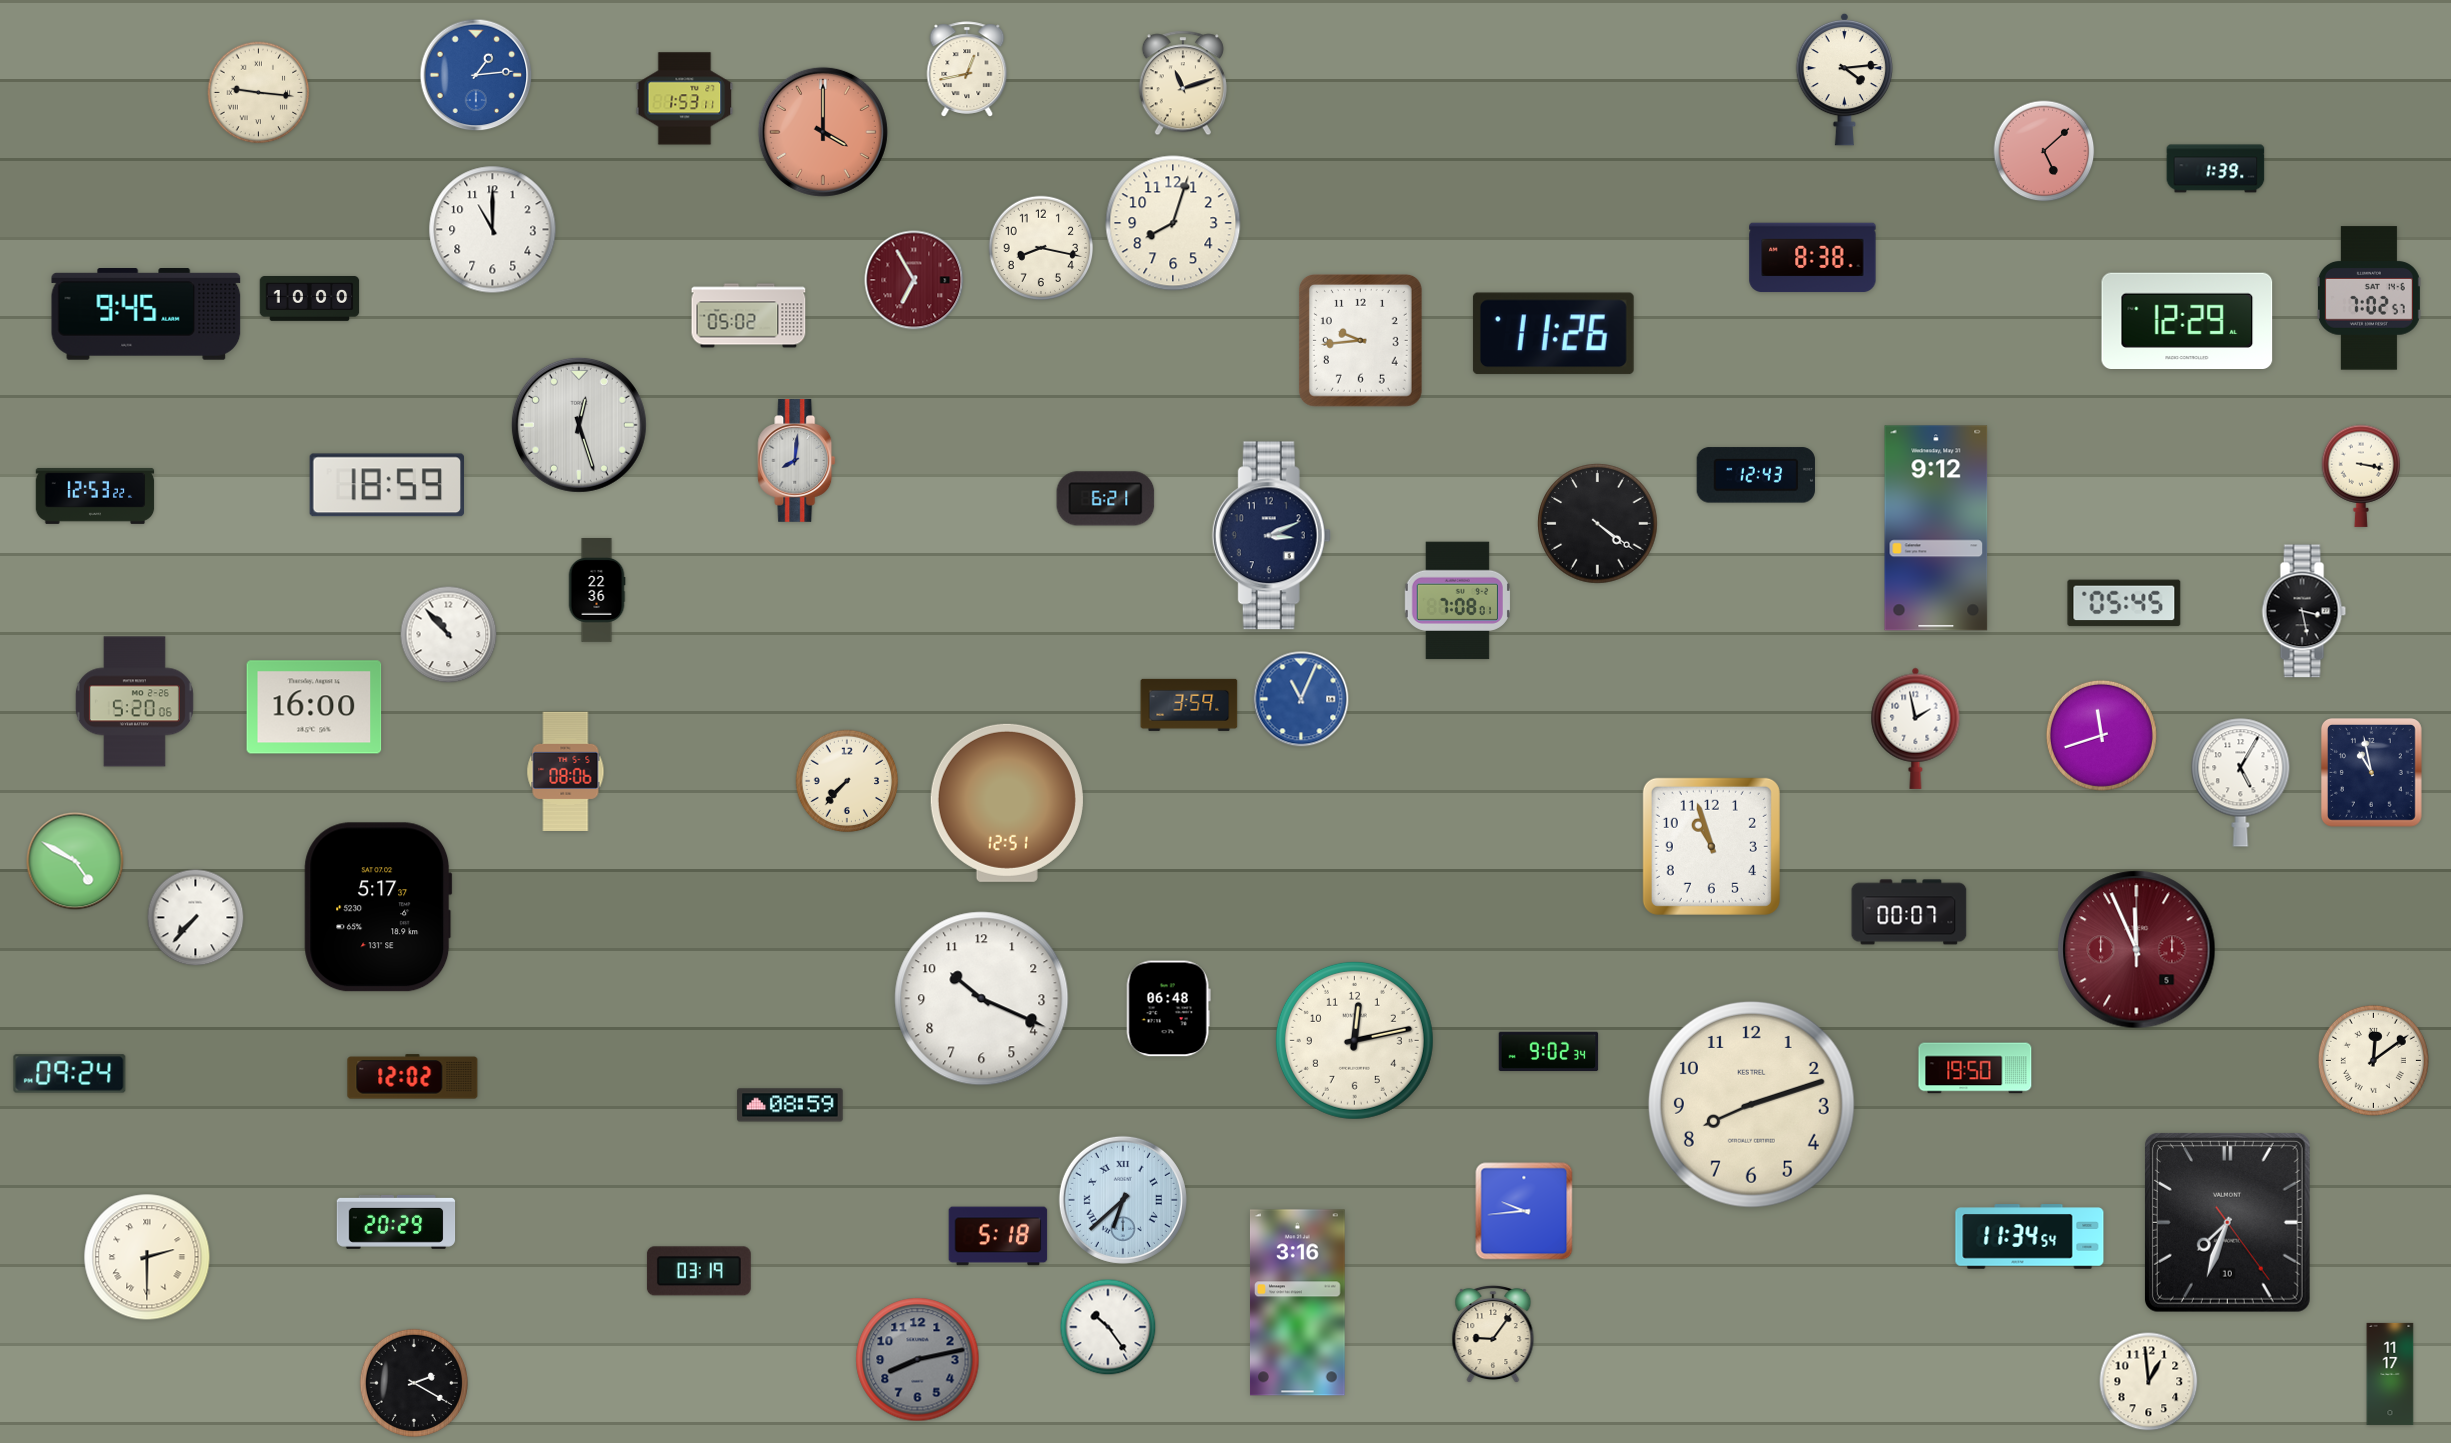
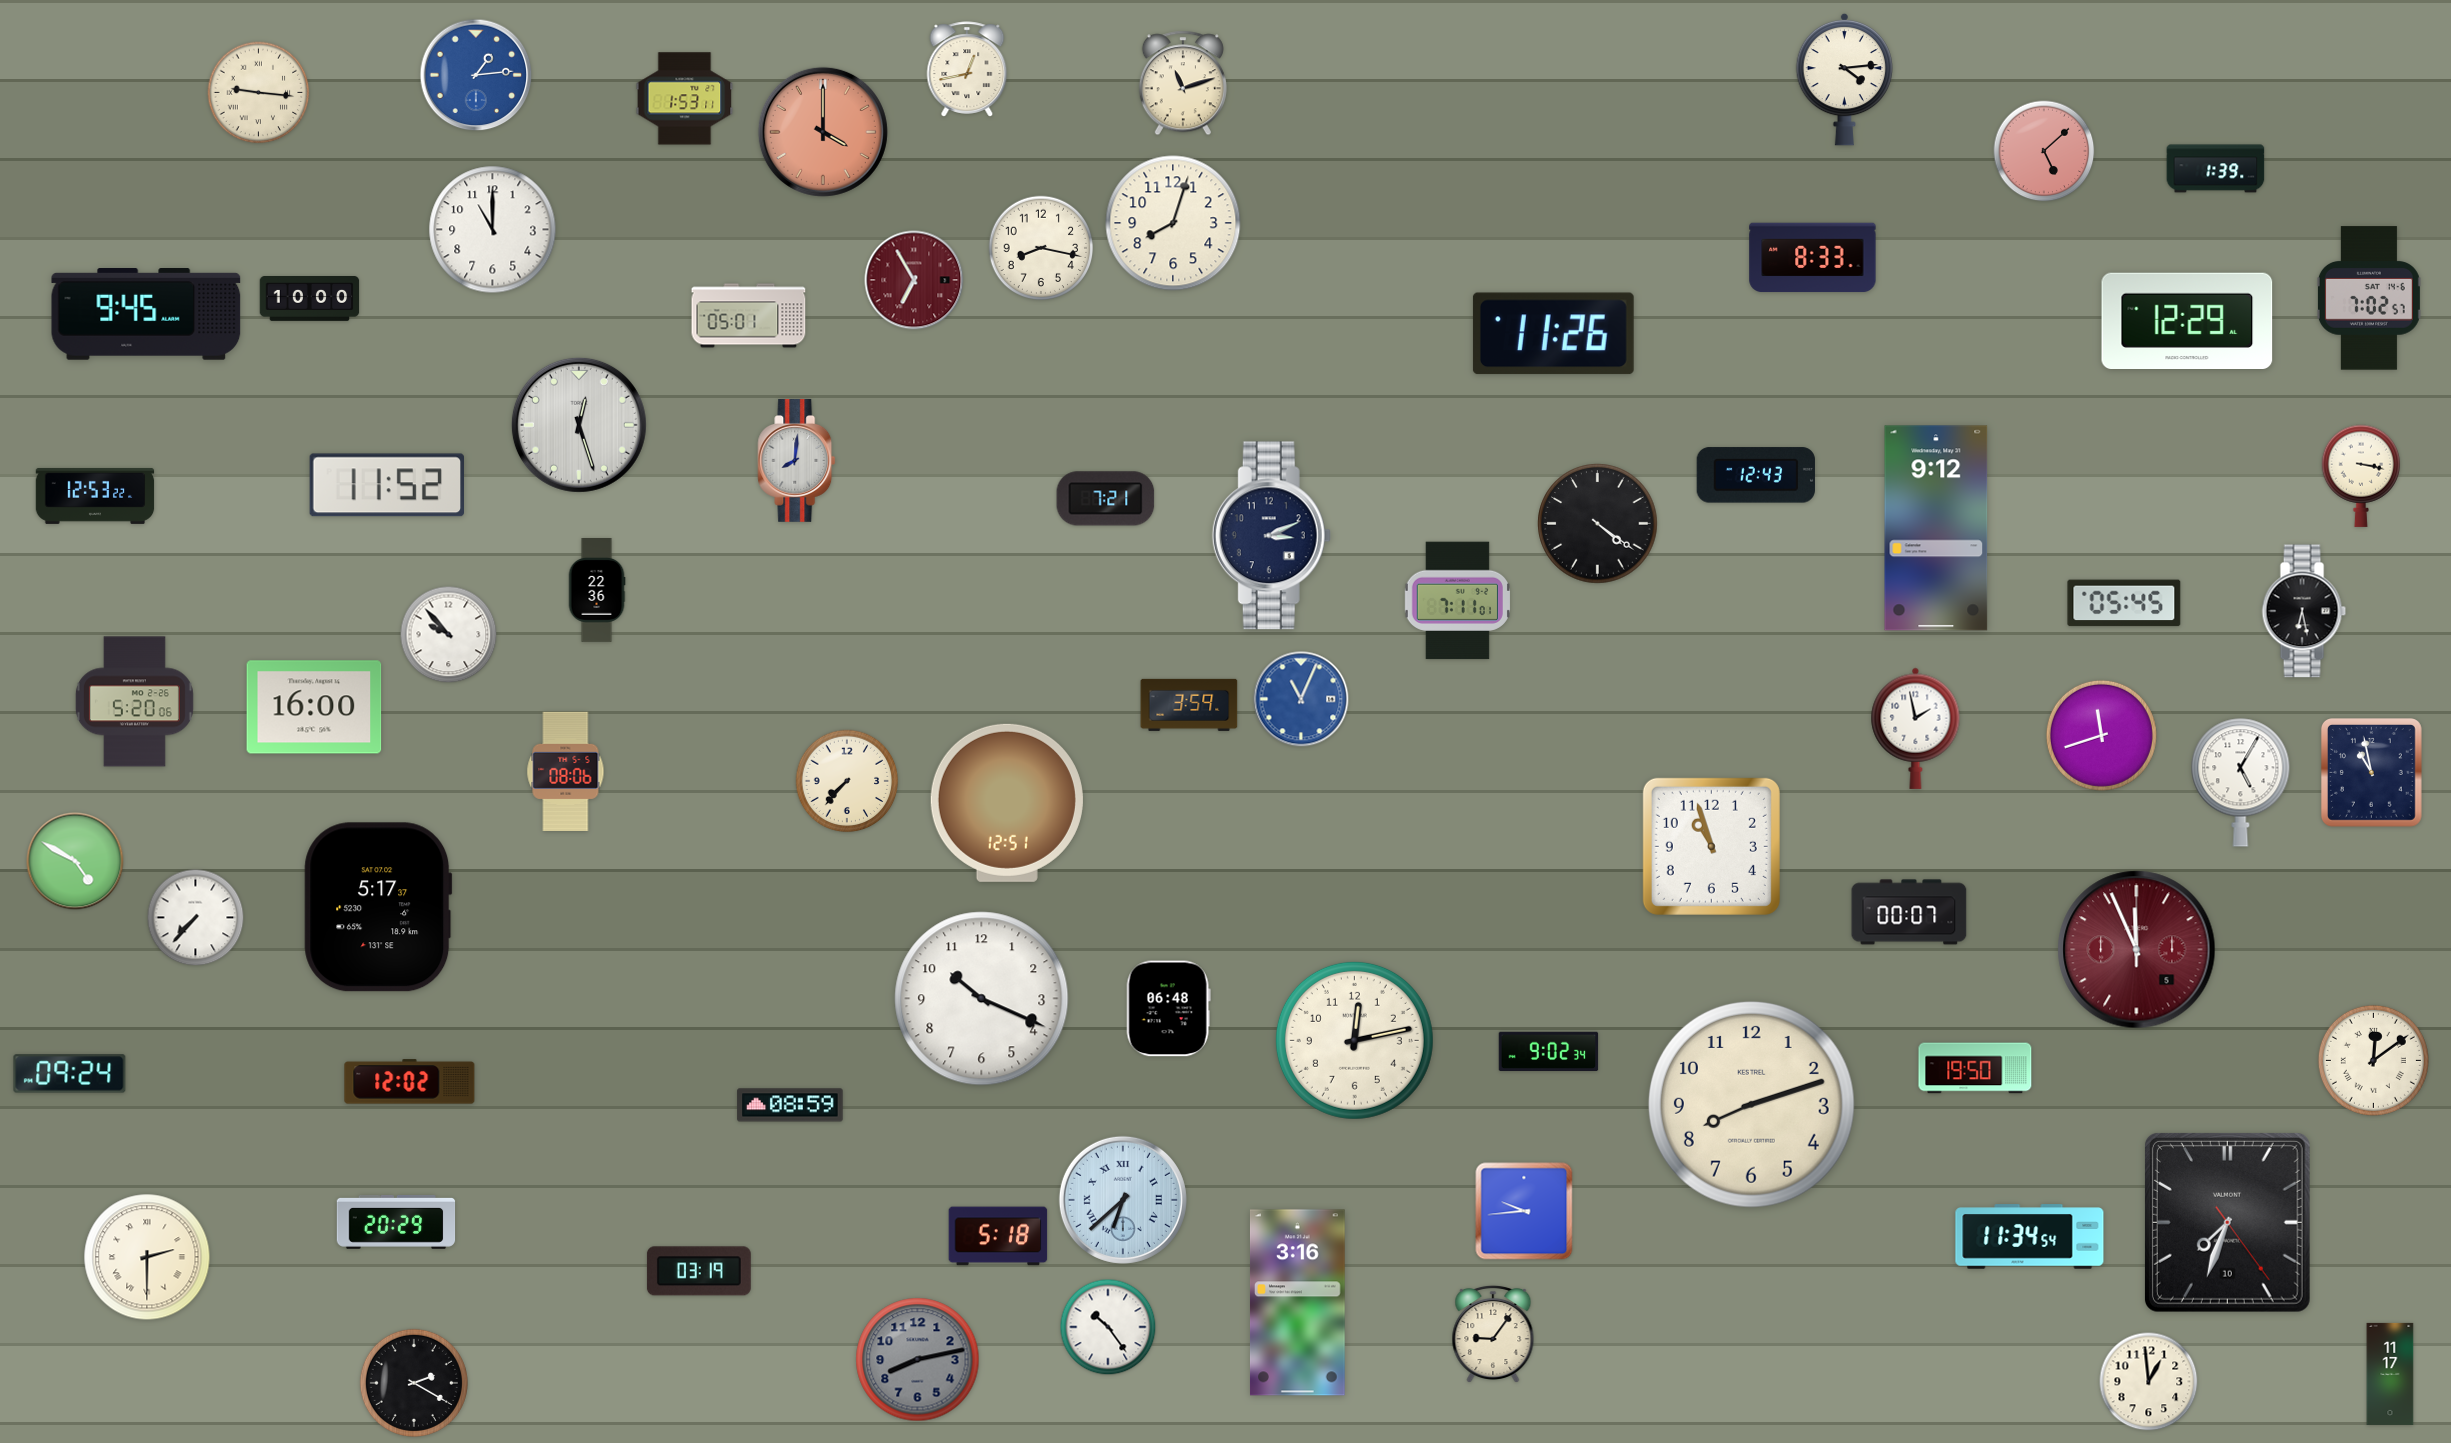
clock at (1813, 258): 8:38 -> 8:33
clock at (749, 316): 05:02 -> 05:01
clock at (1360, 340): 9:44 -> none
clock at (386, 485): 18:59 -> 11:52
clock at (1106, 499): 6:21 -> 7:21
clock at (1457, 601): 7:08 -> 7:11
clock at (2304, 611): 3:28 -> 6:28
clock at (449, 635): 10:53 -> 9:53
clock at (413, 1077) position: (413, 1077) -> (410, 1082)
